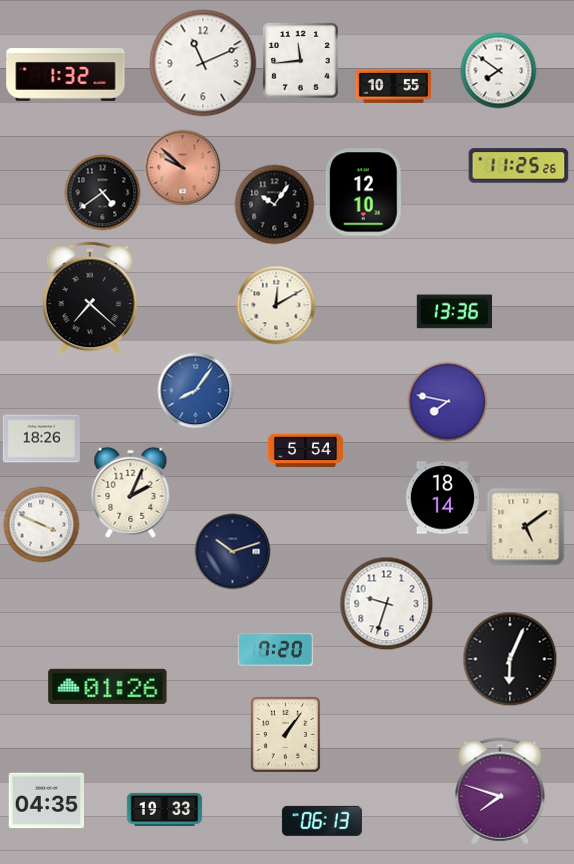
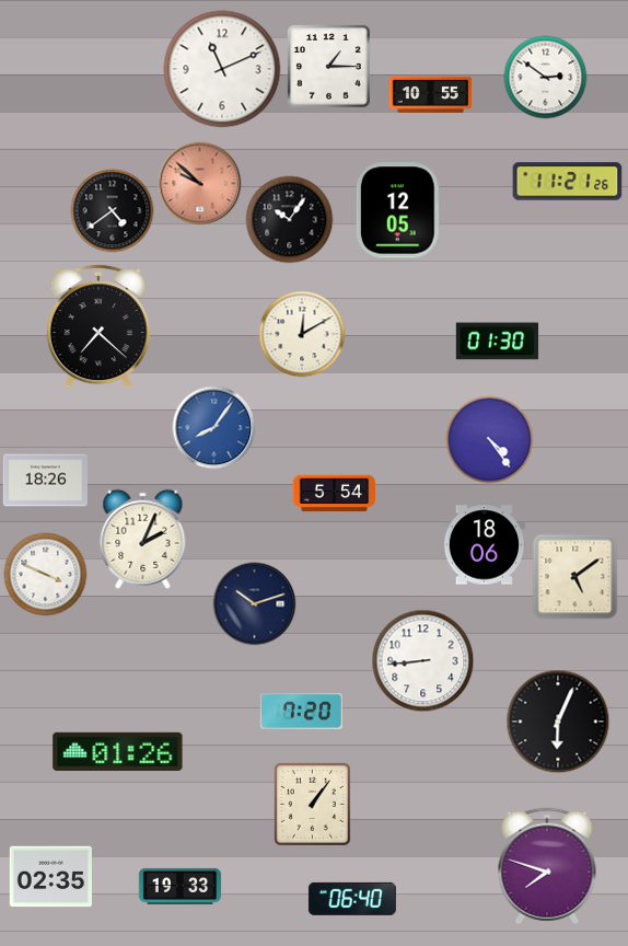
clock at (301, 61): 11:44 -> 1:15
clock at (499, 71): 7:51 -> 2:51
clock at (66, 75): 1:32 -> none
clock at (519, 166): 11:25 -> 11:21
clock at (364, 192): 12:10 -> 12:05
clock at (275, 205) position: (275, 205) -> (290, 220)
clock at (454, 312): 13:36 -> 01:30
clock at (448, 402): 7:47 -> 4:24
clock at (442, 498): 18:14 -> 18:06
clock at (387, 604): 9:33 -> 8:44
clock at (46, 801): 04:35 -> 02:35
clock at (322, 821): 06:13 -> 06:40
